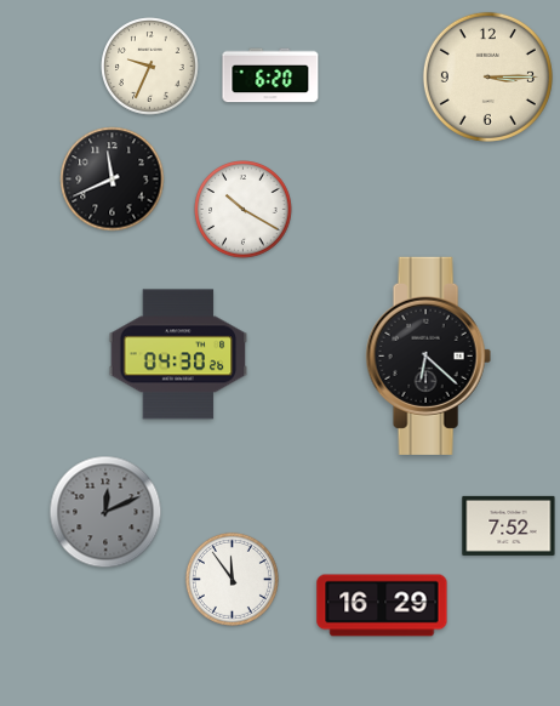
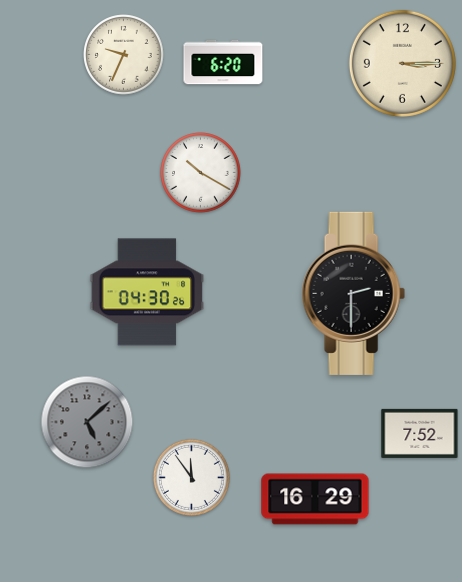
clock at (113, 180): 11:41 -> none
clock at (428, 355): 6:22 -> 2:30
clock at (105, 512): 12:11 -> 5:08
